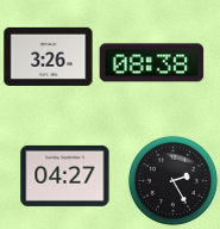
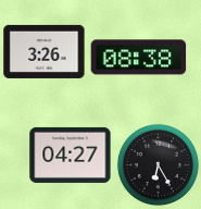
clock at (65, 175) position: (65, 175) -> (71, 155)
clock at (172, 180): 2:25 -> 6:25
